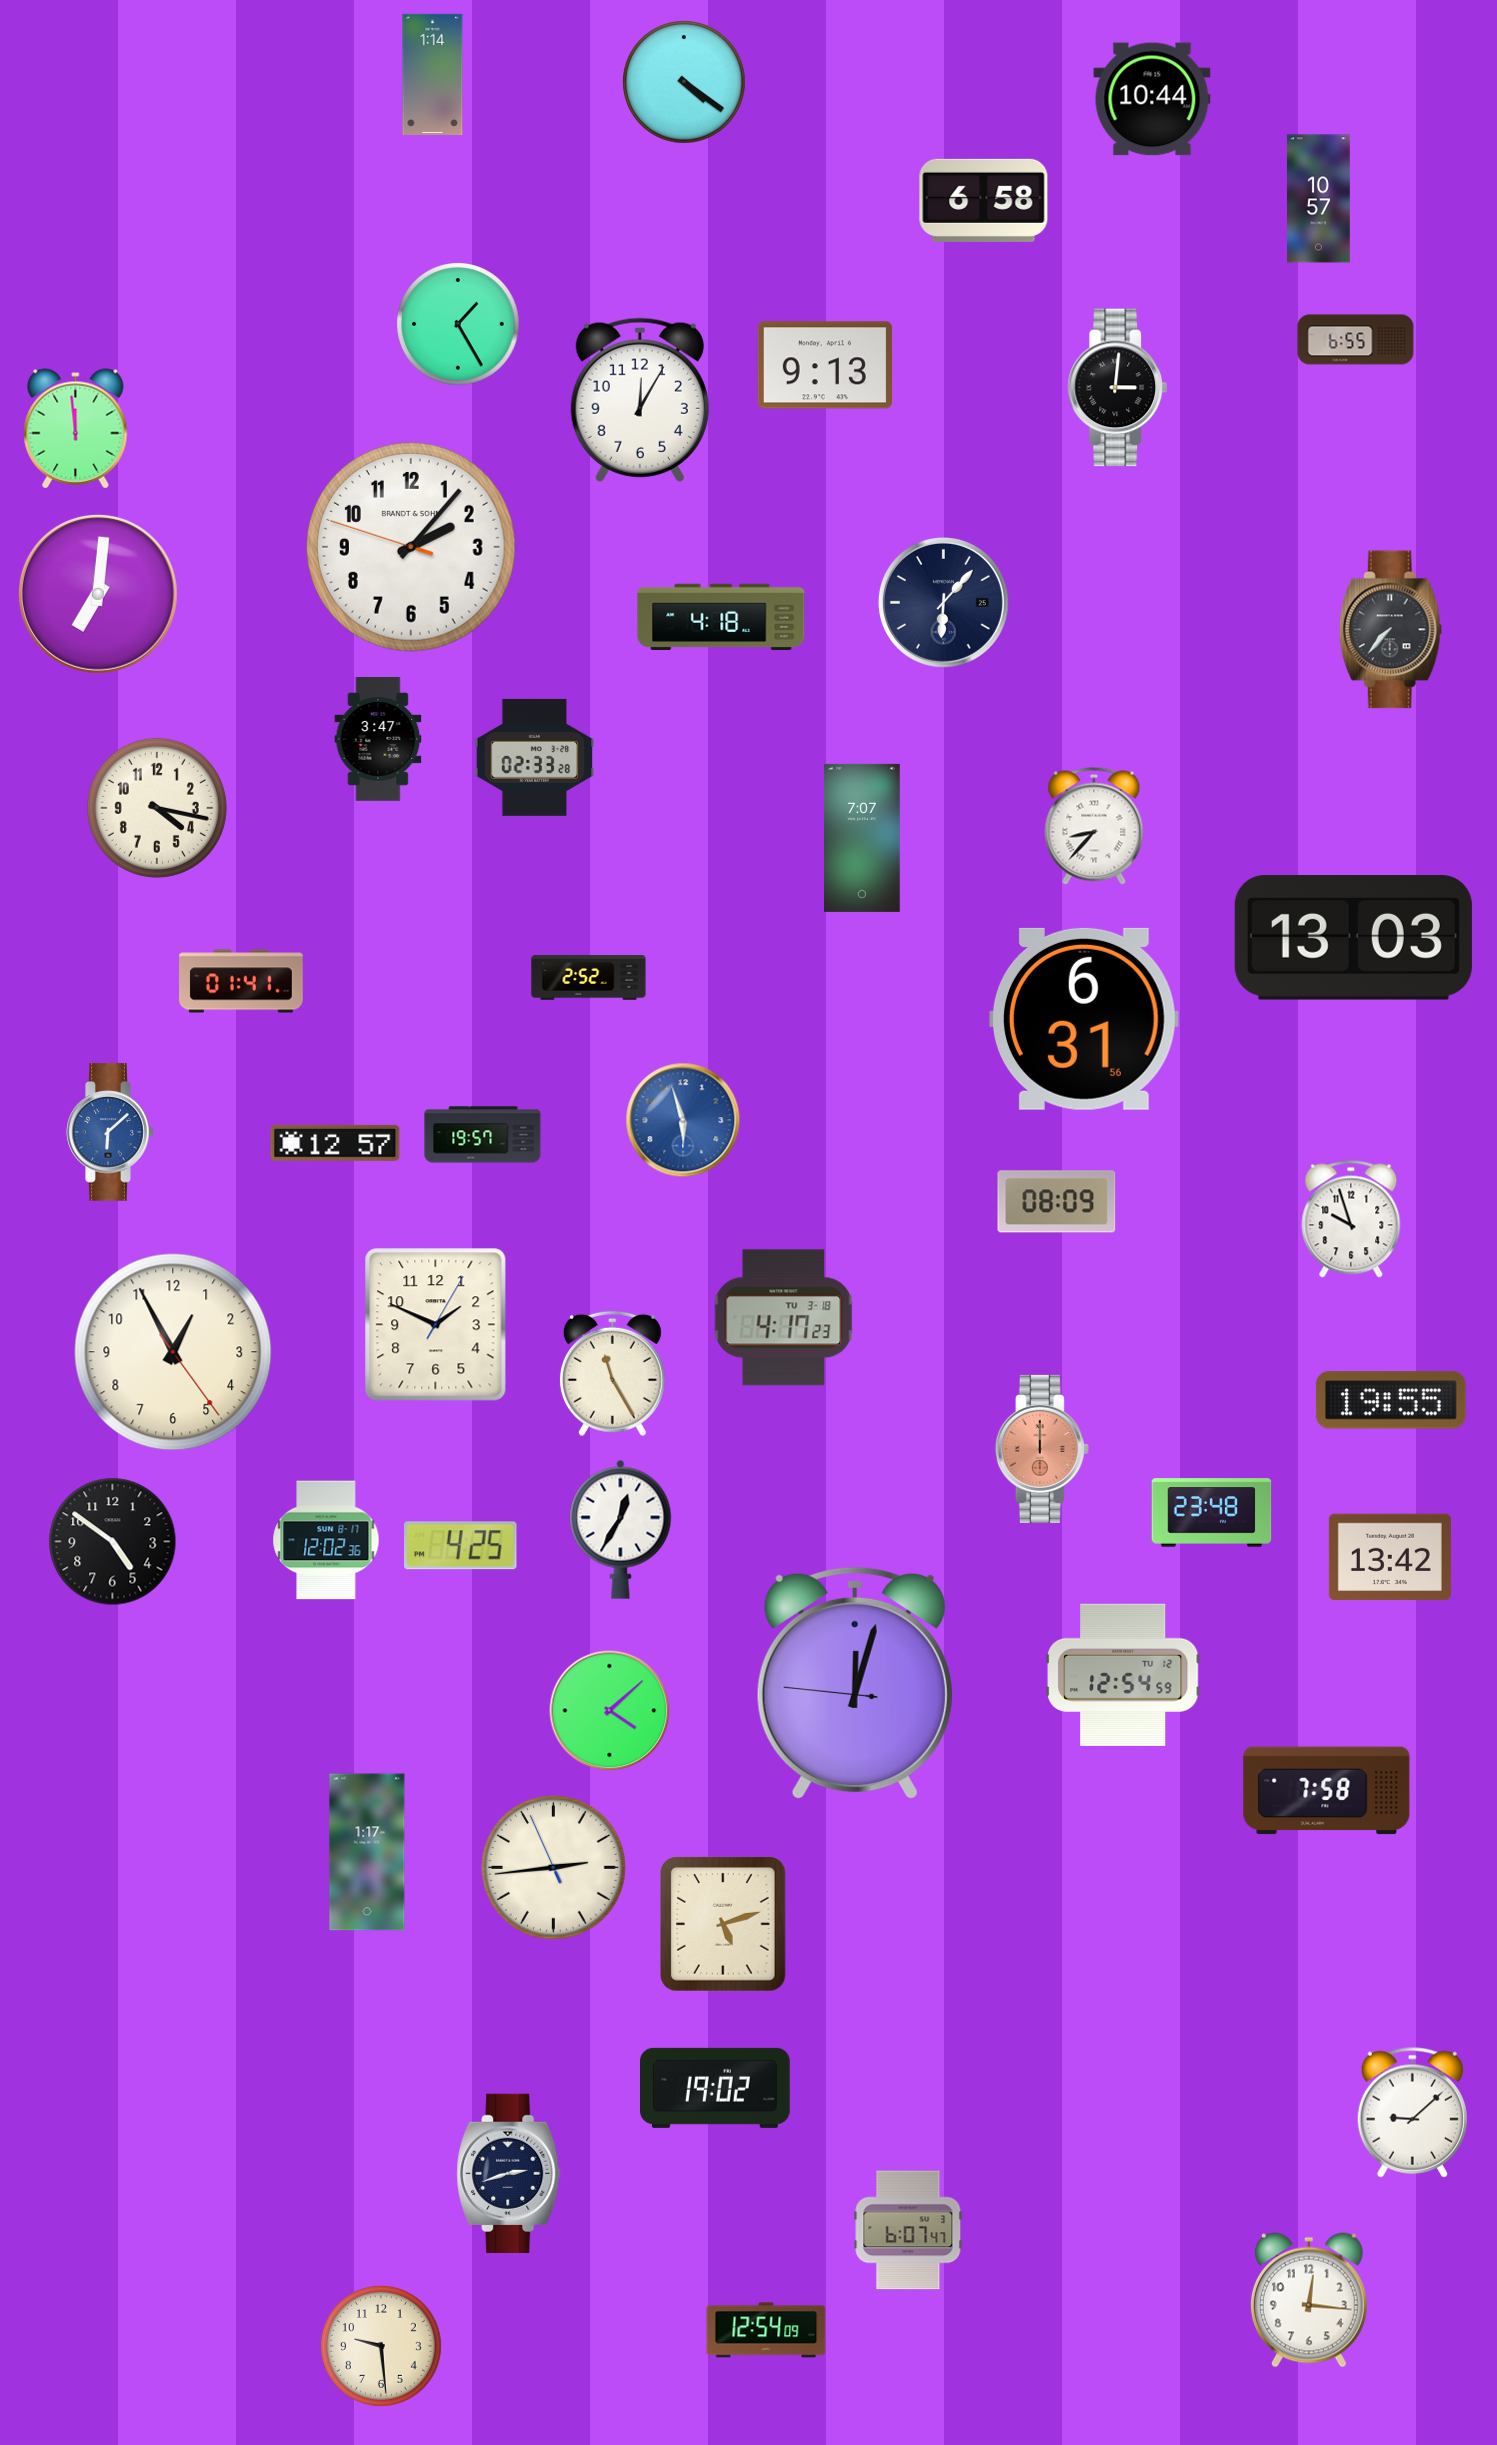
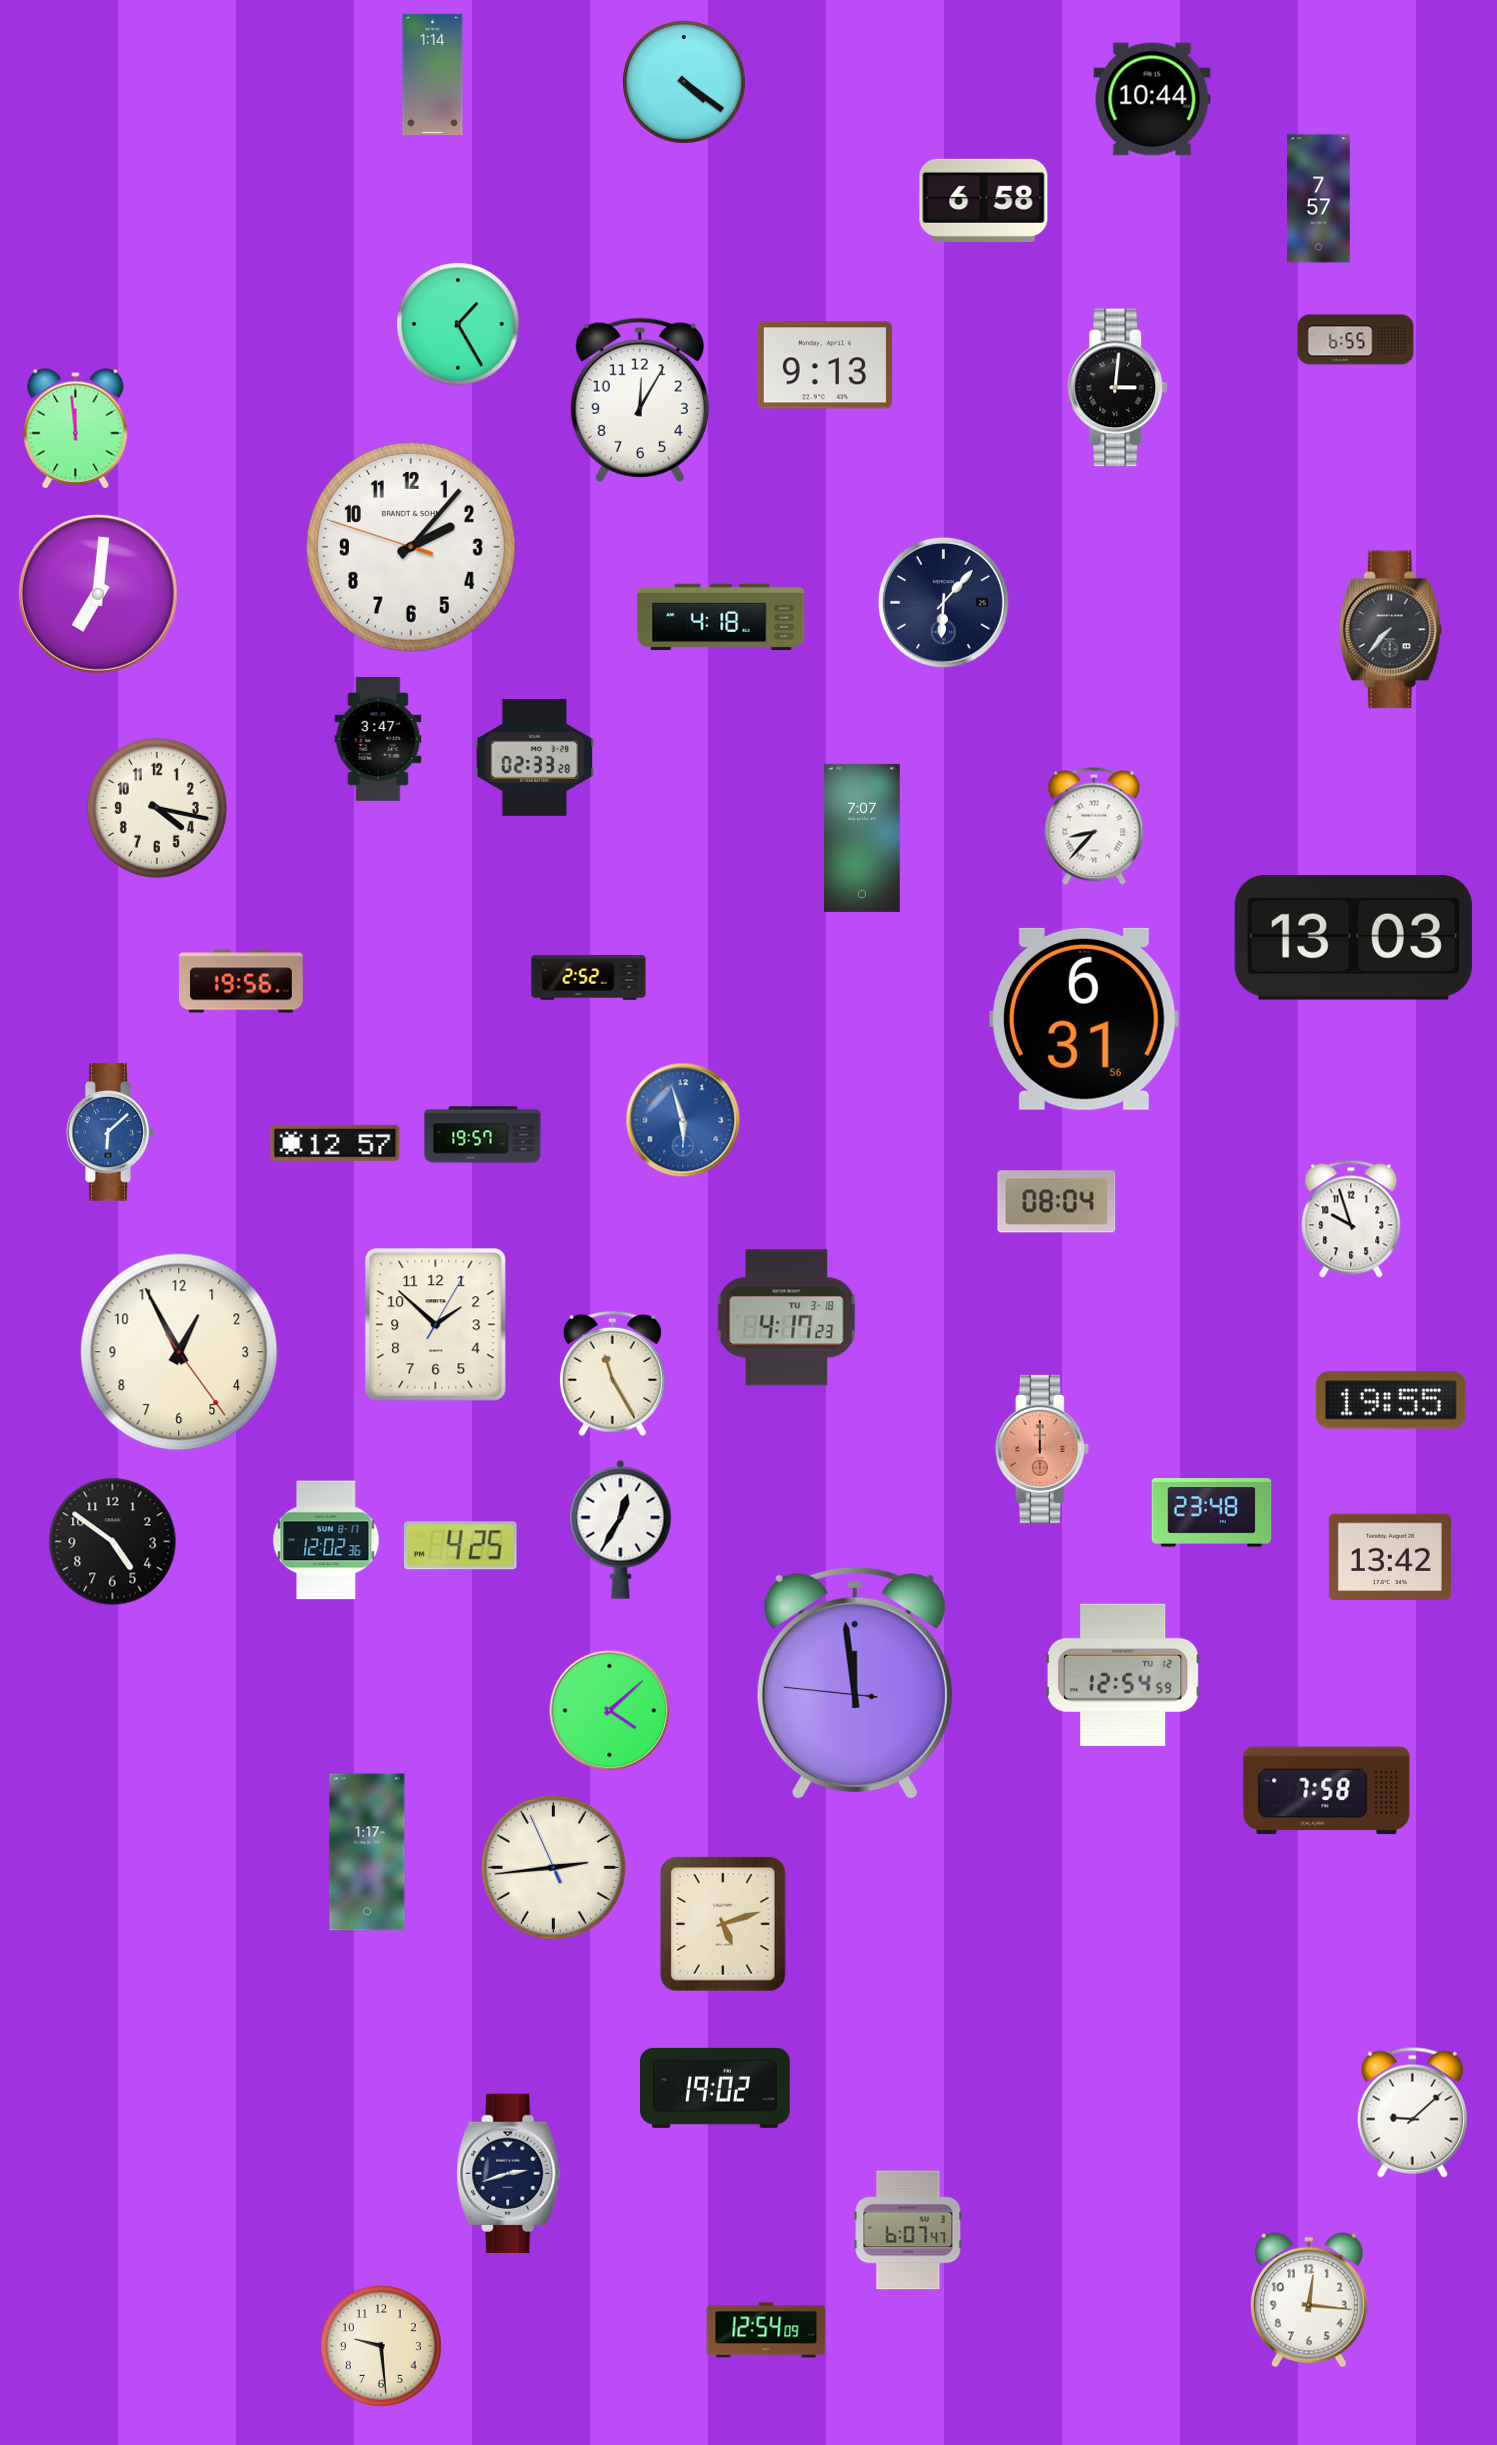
clock at (1319, 199): 10:57 -> 7:57
clock at (242, 981): 01:41 -> 19:56
clock at (1057, 1202): 08:09 -> 08:04
clock at (784, 1318) position: (784, 1318) -> (787, 1318)
clock at (436, 1325): 1:49 -> 1:52
clock at (173, 1352) position: (173, 1352) -> (179, 1352)
clock at (855, 1683): 12:02 -> 11:58
